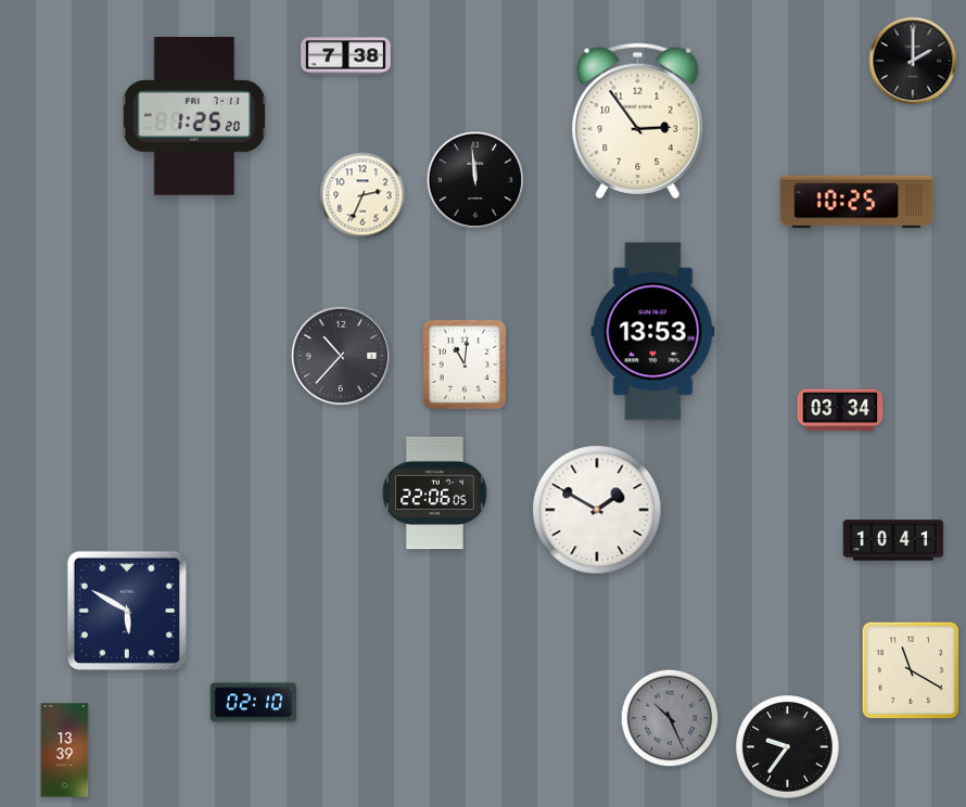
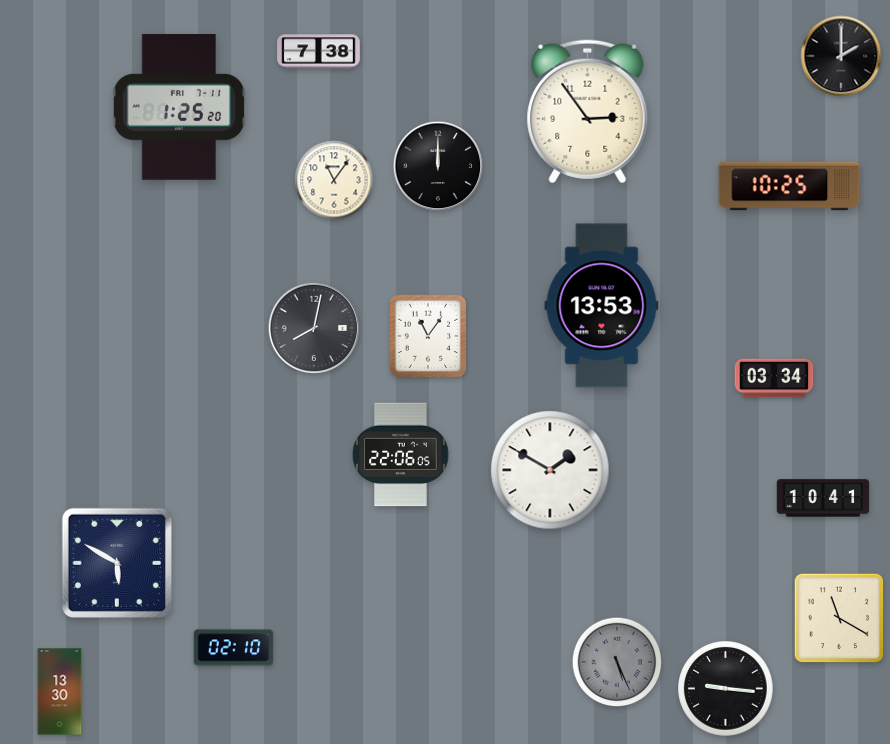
clock at (475, 180): 11:59 -> 12:00
clock at (363, 195): 2:34 -> 11:06
clock at (340, 355): 10:37 -> 8:02
clock at (465, 364): 11:01 -> 11:06
clock at (670, 718): 10:26 -> 5:26
clock at (788, 747): 9:36 -> 9:16
clock at (65, 751): 13:39 -> 13:30
